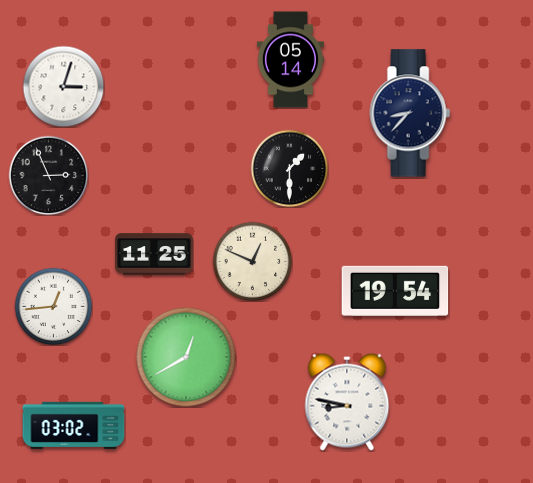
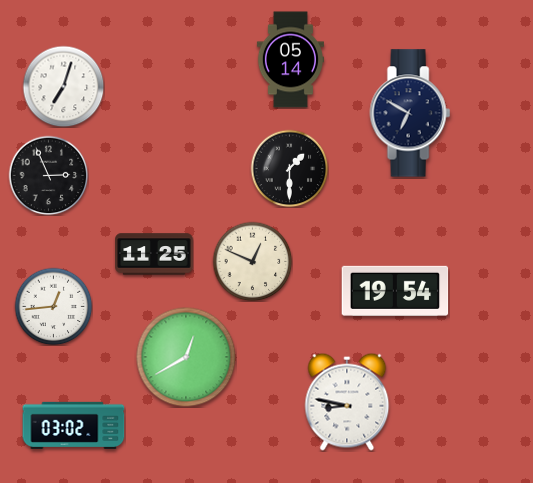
clock at (63, 86): 3:03 -> 7:03
clock at (410, 113): 8:37 -> 6:50
